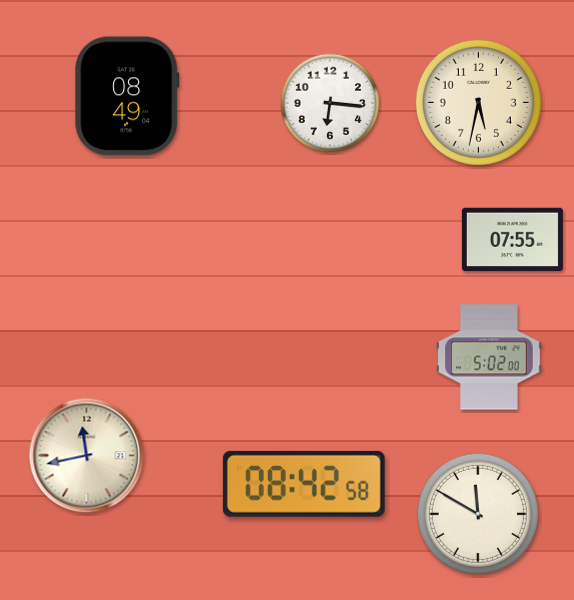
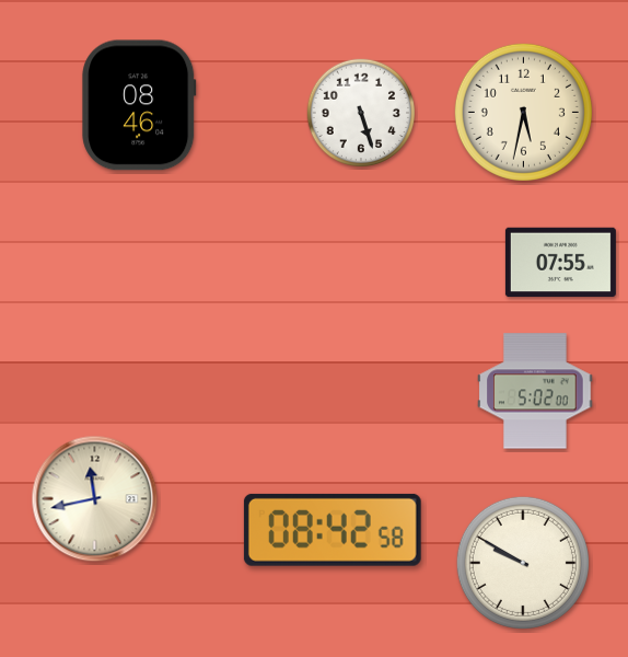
clock at (127, 96): 08:49 -> 08:46
clock at (330, 103): 6:16 -> 5:27
clock at (478, 514): 11:50 -> 9:50
